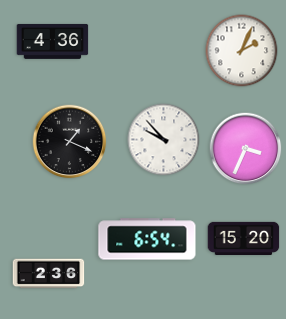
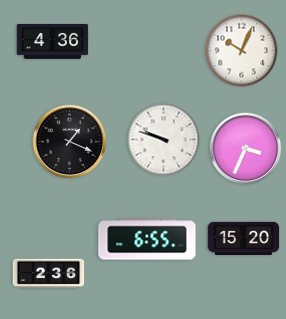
clock at (242, 51): 2:04 -> 10:04
clock at (164, 140): 9:53 -> 9:48
clock at (147, 239): 6:54 -> 6:55
